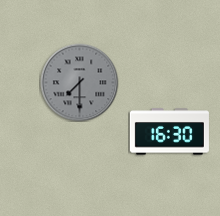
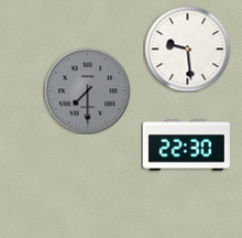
clock at (187, 48): none -> 9:29
clock at (169, 132): 16:30 -> 22:30
